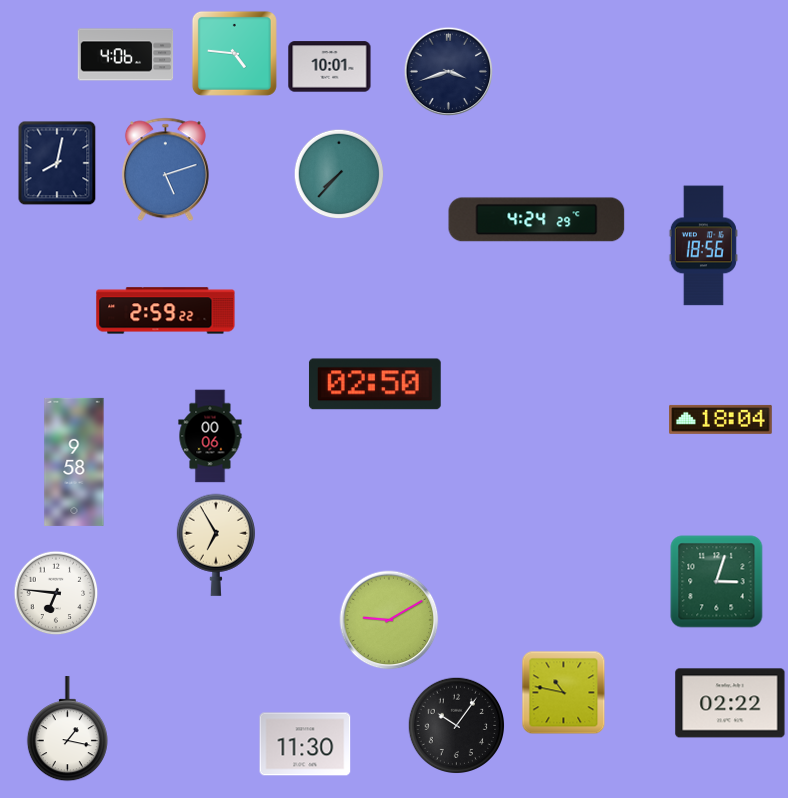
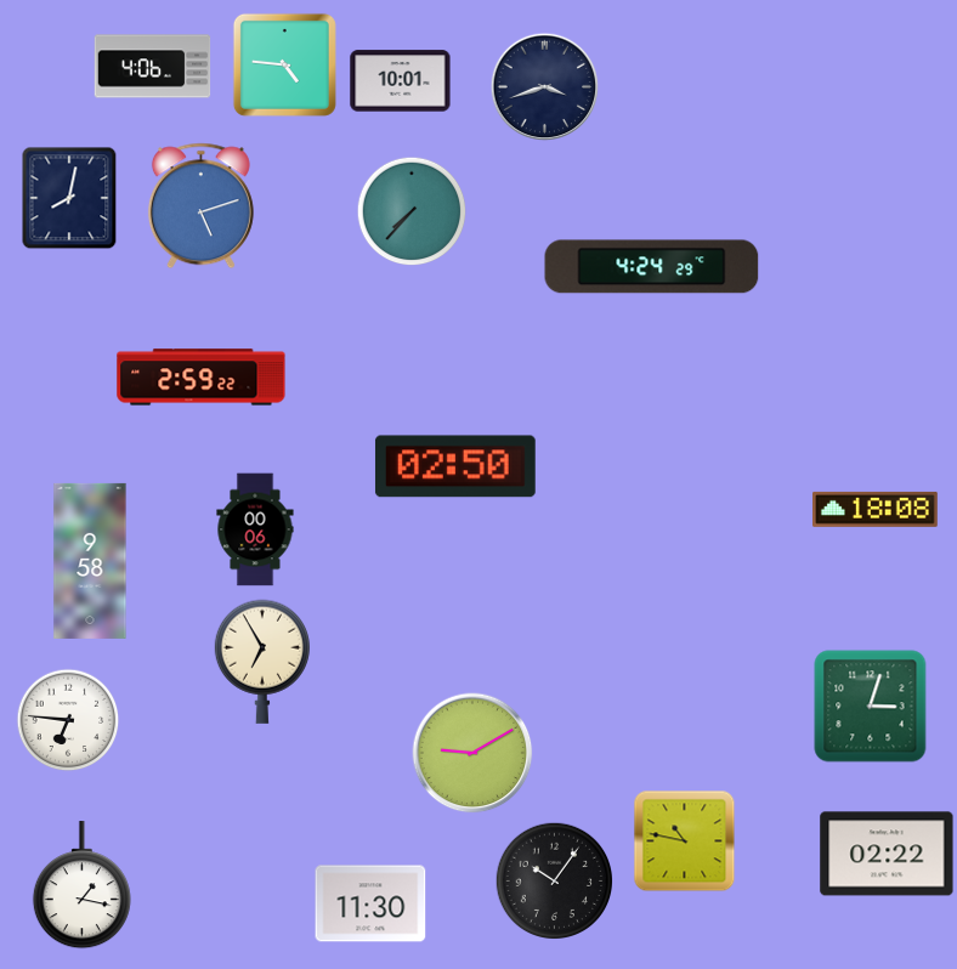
clock at (703, 246): 18:56 -> none
clock at (721, 419): 18:04 -> 18:08
